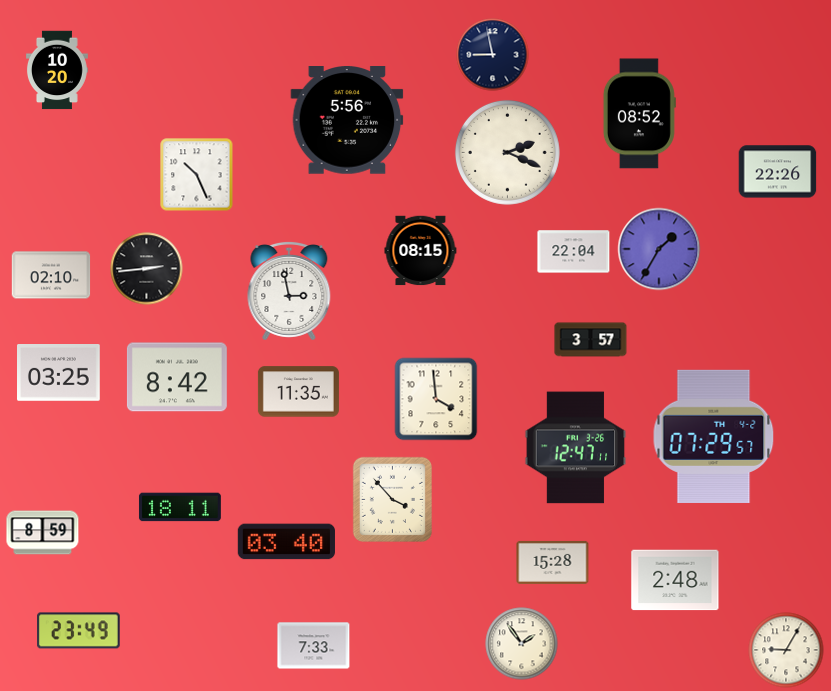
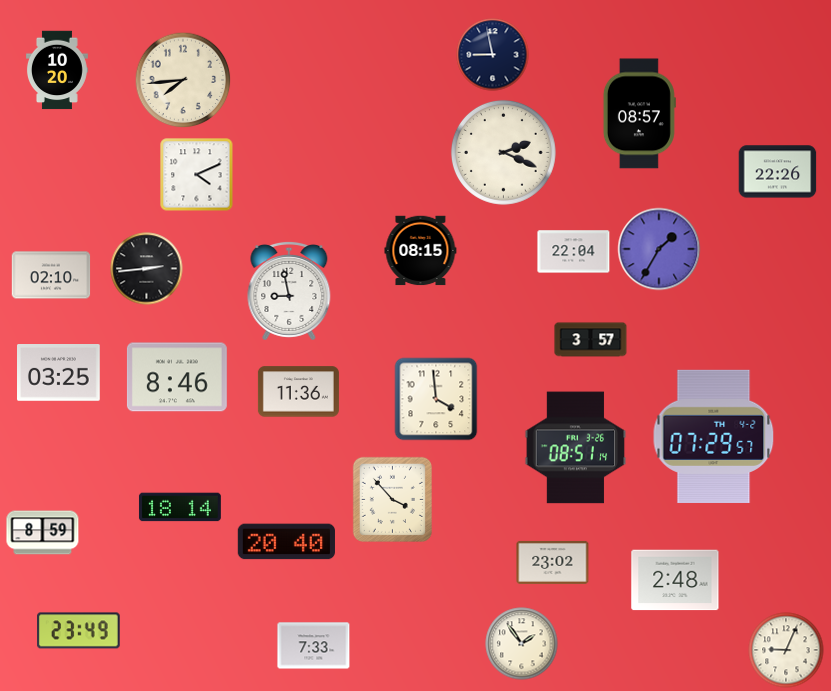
clock at (183, 80): none -> 7:44
clock at (639, 114): 08:52 -> 08:57
clock at (347, 121): 5:56 -> none
clock at (507, 152) position: (507, 152) -> (503, 152)
clock at (197, 175): 10:26 -> 4:11
clock at (289, 291): 2:58 -> 8:58
clock at (177, 377): 8:42 -> 8:46
clock at (298, 392): 11:35 -> 11:36
clock at (576, 448): 12:47 -> 08:51
clock at (180, 507): 18:11 -> 18:14
clock at (286, 542): 03:40 -> 20:40
clock at (553, 562): 15:28 -> 23:02
clock at (786, 650): 9:05 -> 9:04
